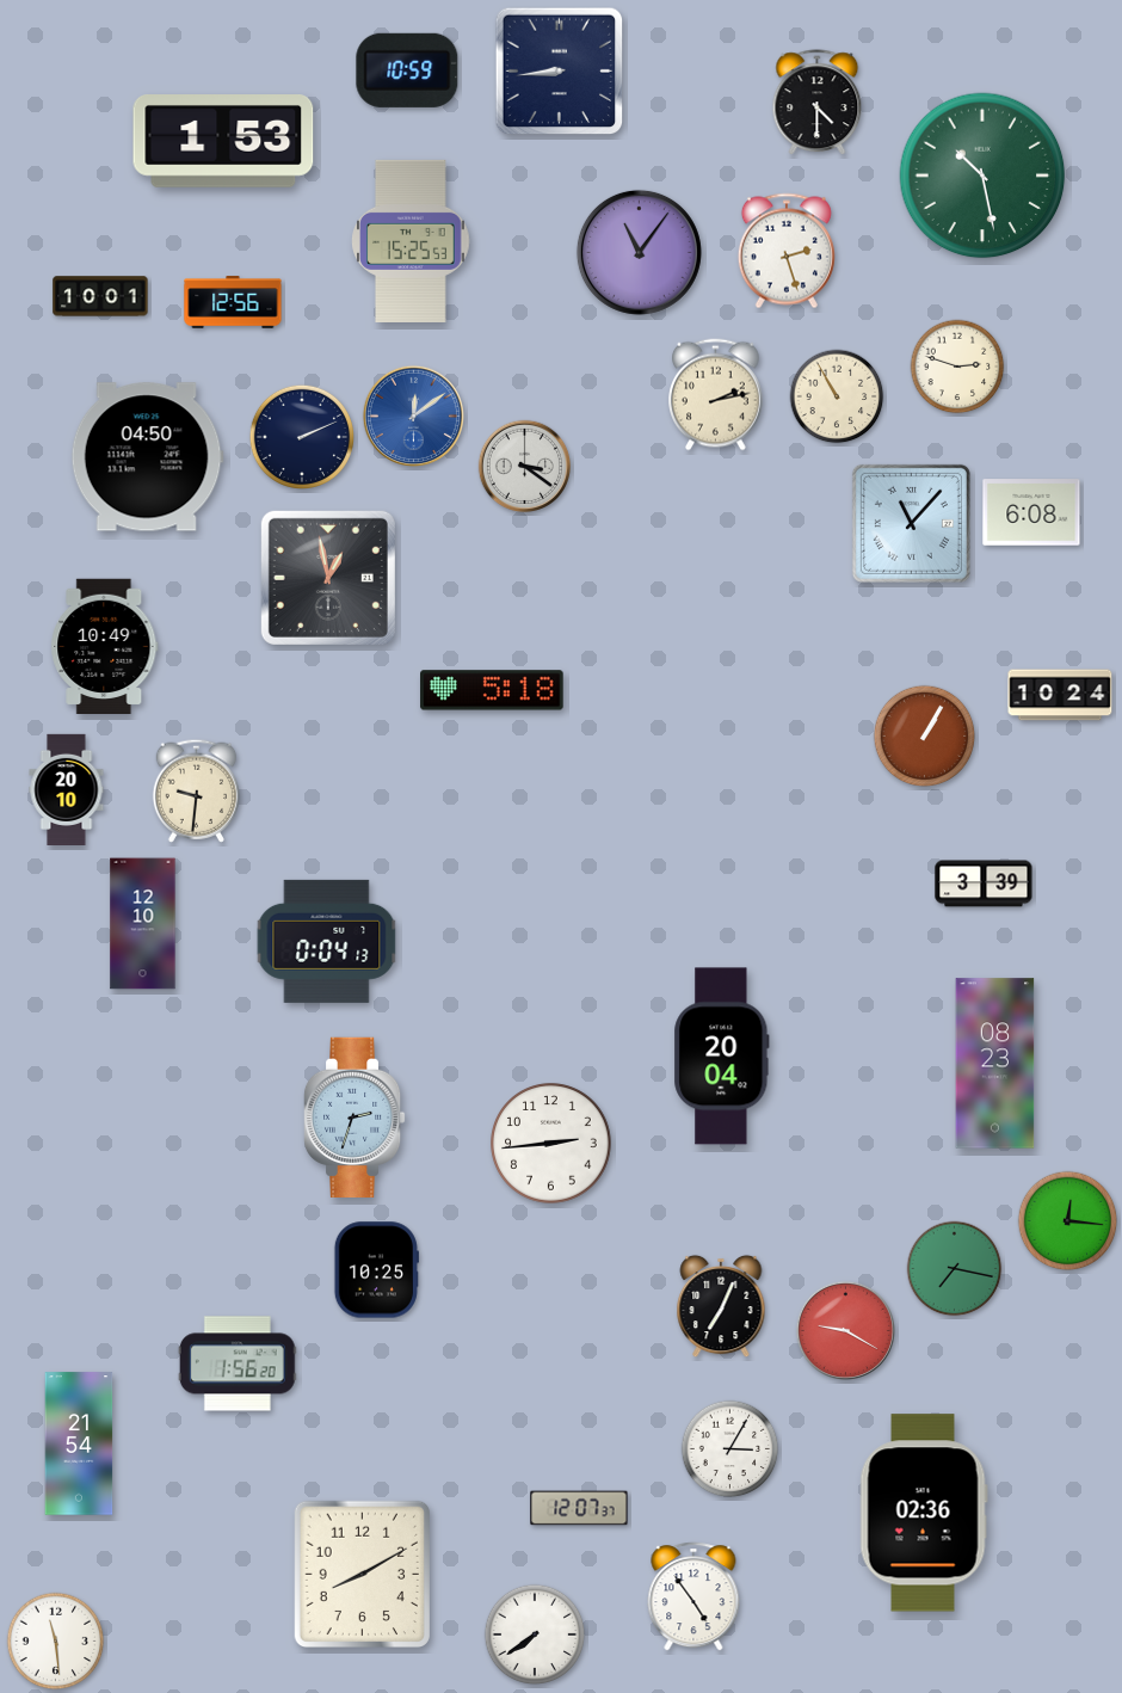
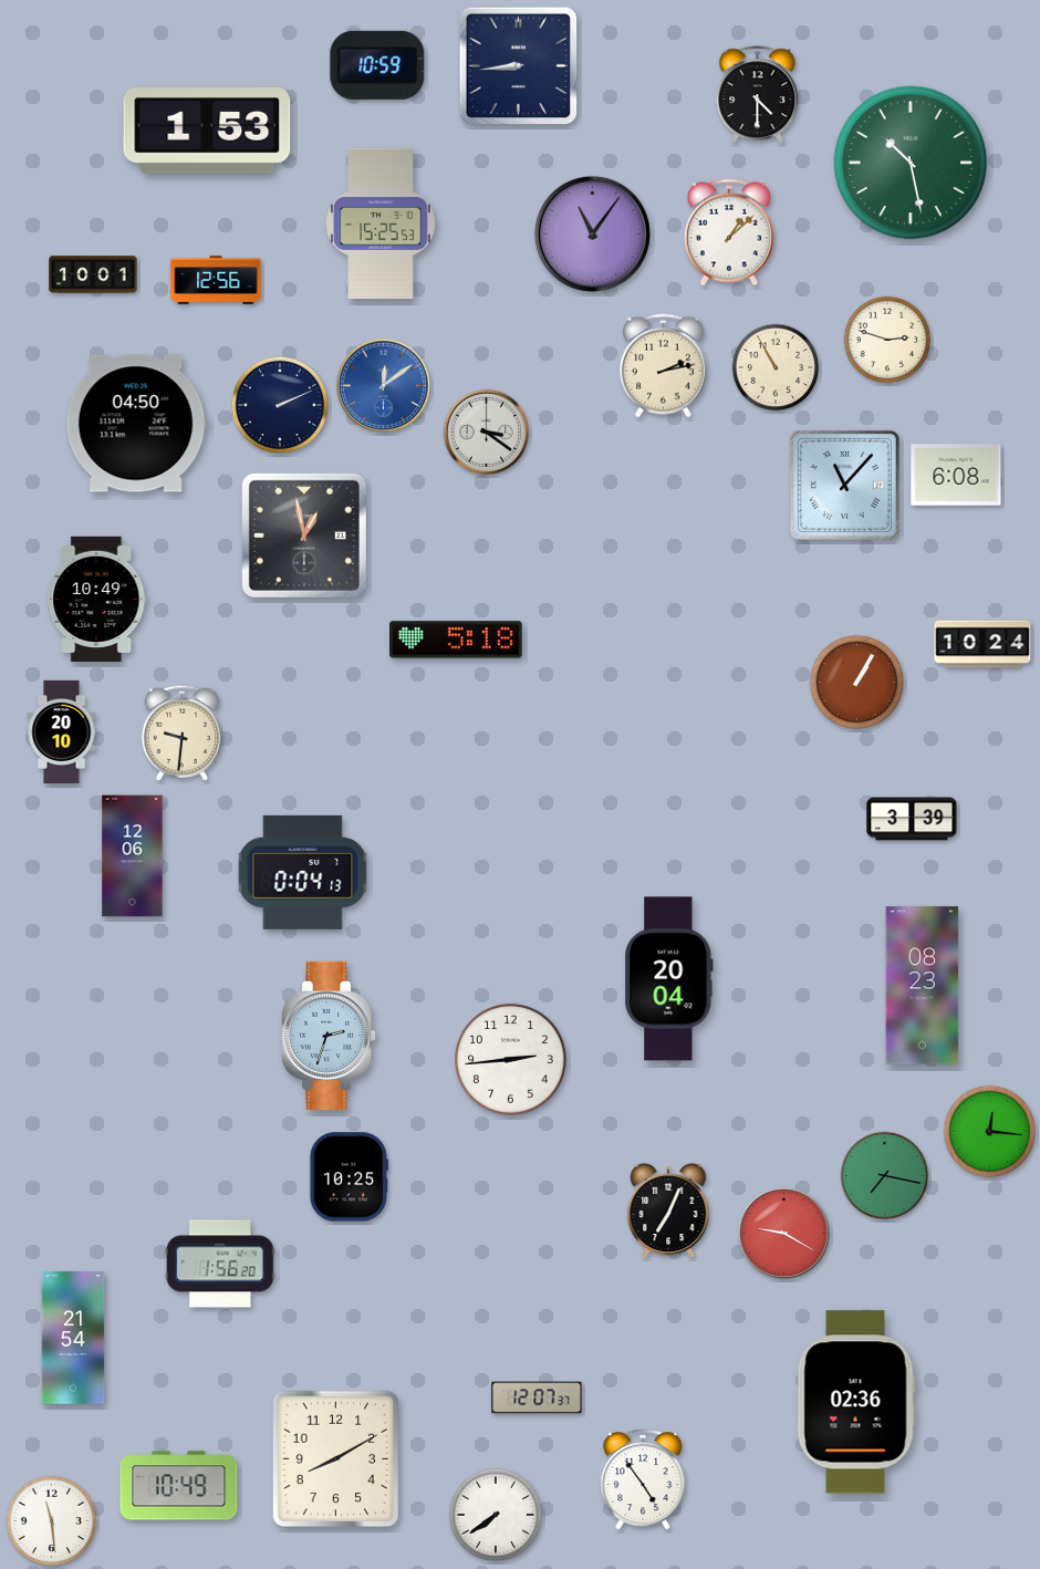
clock at (787, 251): 2:27 -> 1:08
clock at (143, 924): 12:10 -> 12:06
clock at (730, 1449): 3:05 -> none
clock at (179, 1486): none -> 10:49
